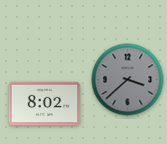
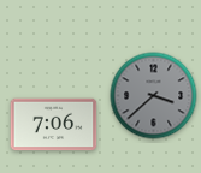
clock at (45, 104): 8:02 -> 7:06
